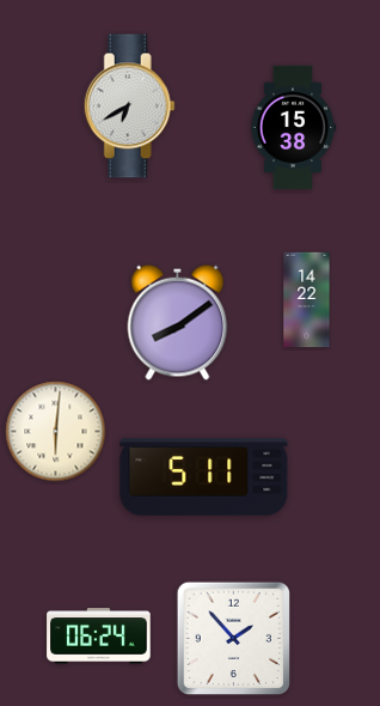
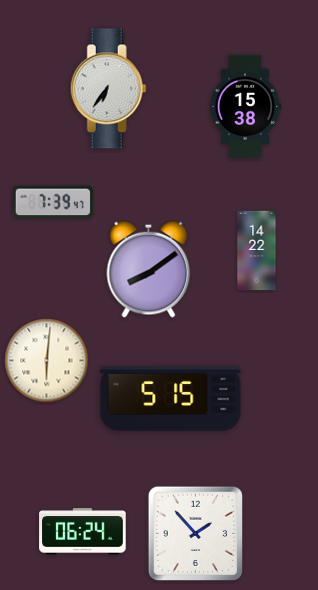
clock at (129, 106): 6:40 -> 6:36
clock at (53, 202): none -> 7:39
clock at (204, 477): 5:11 -> 5:15
